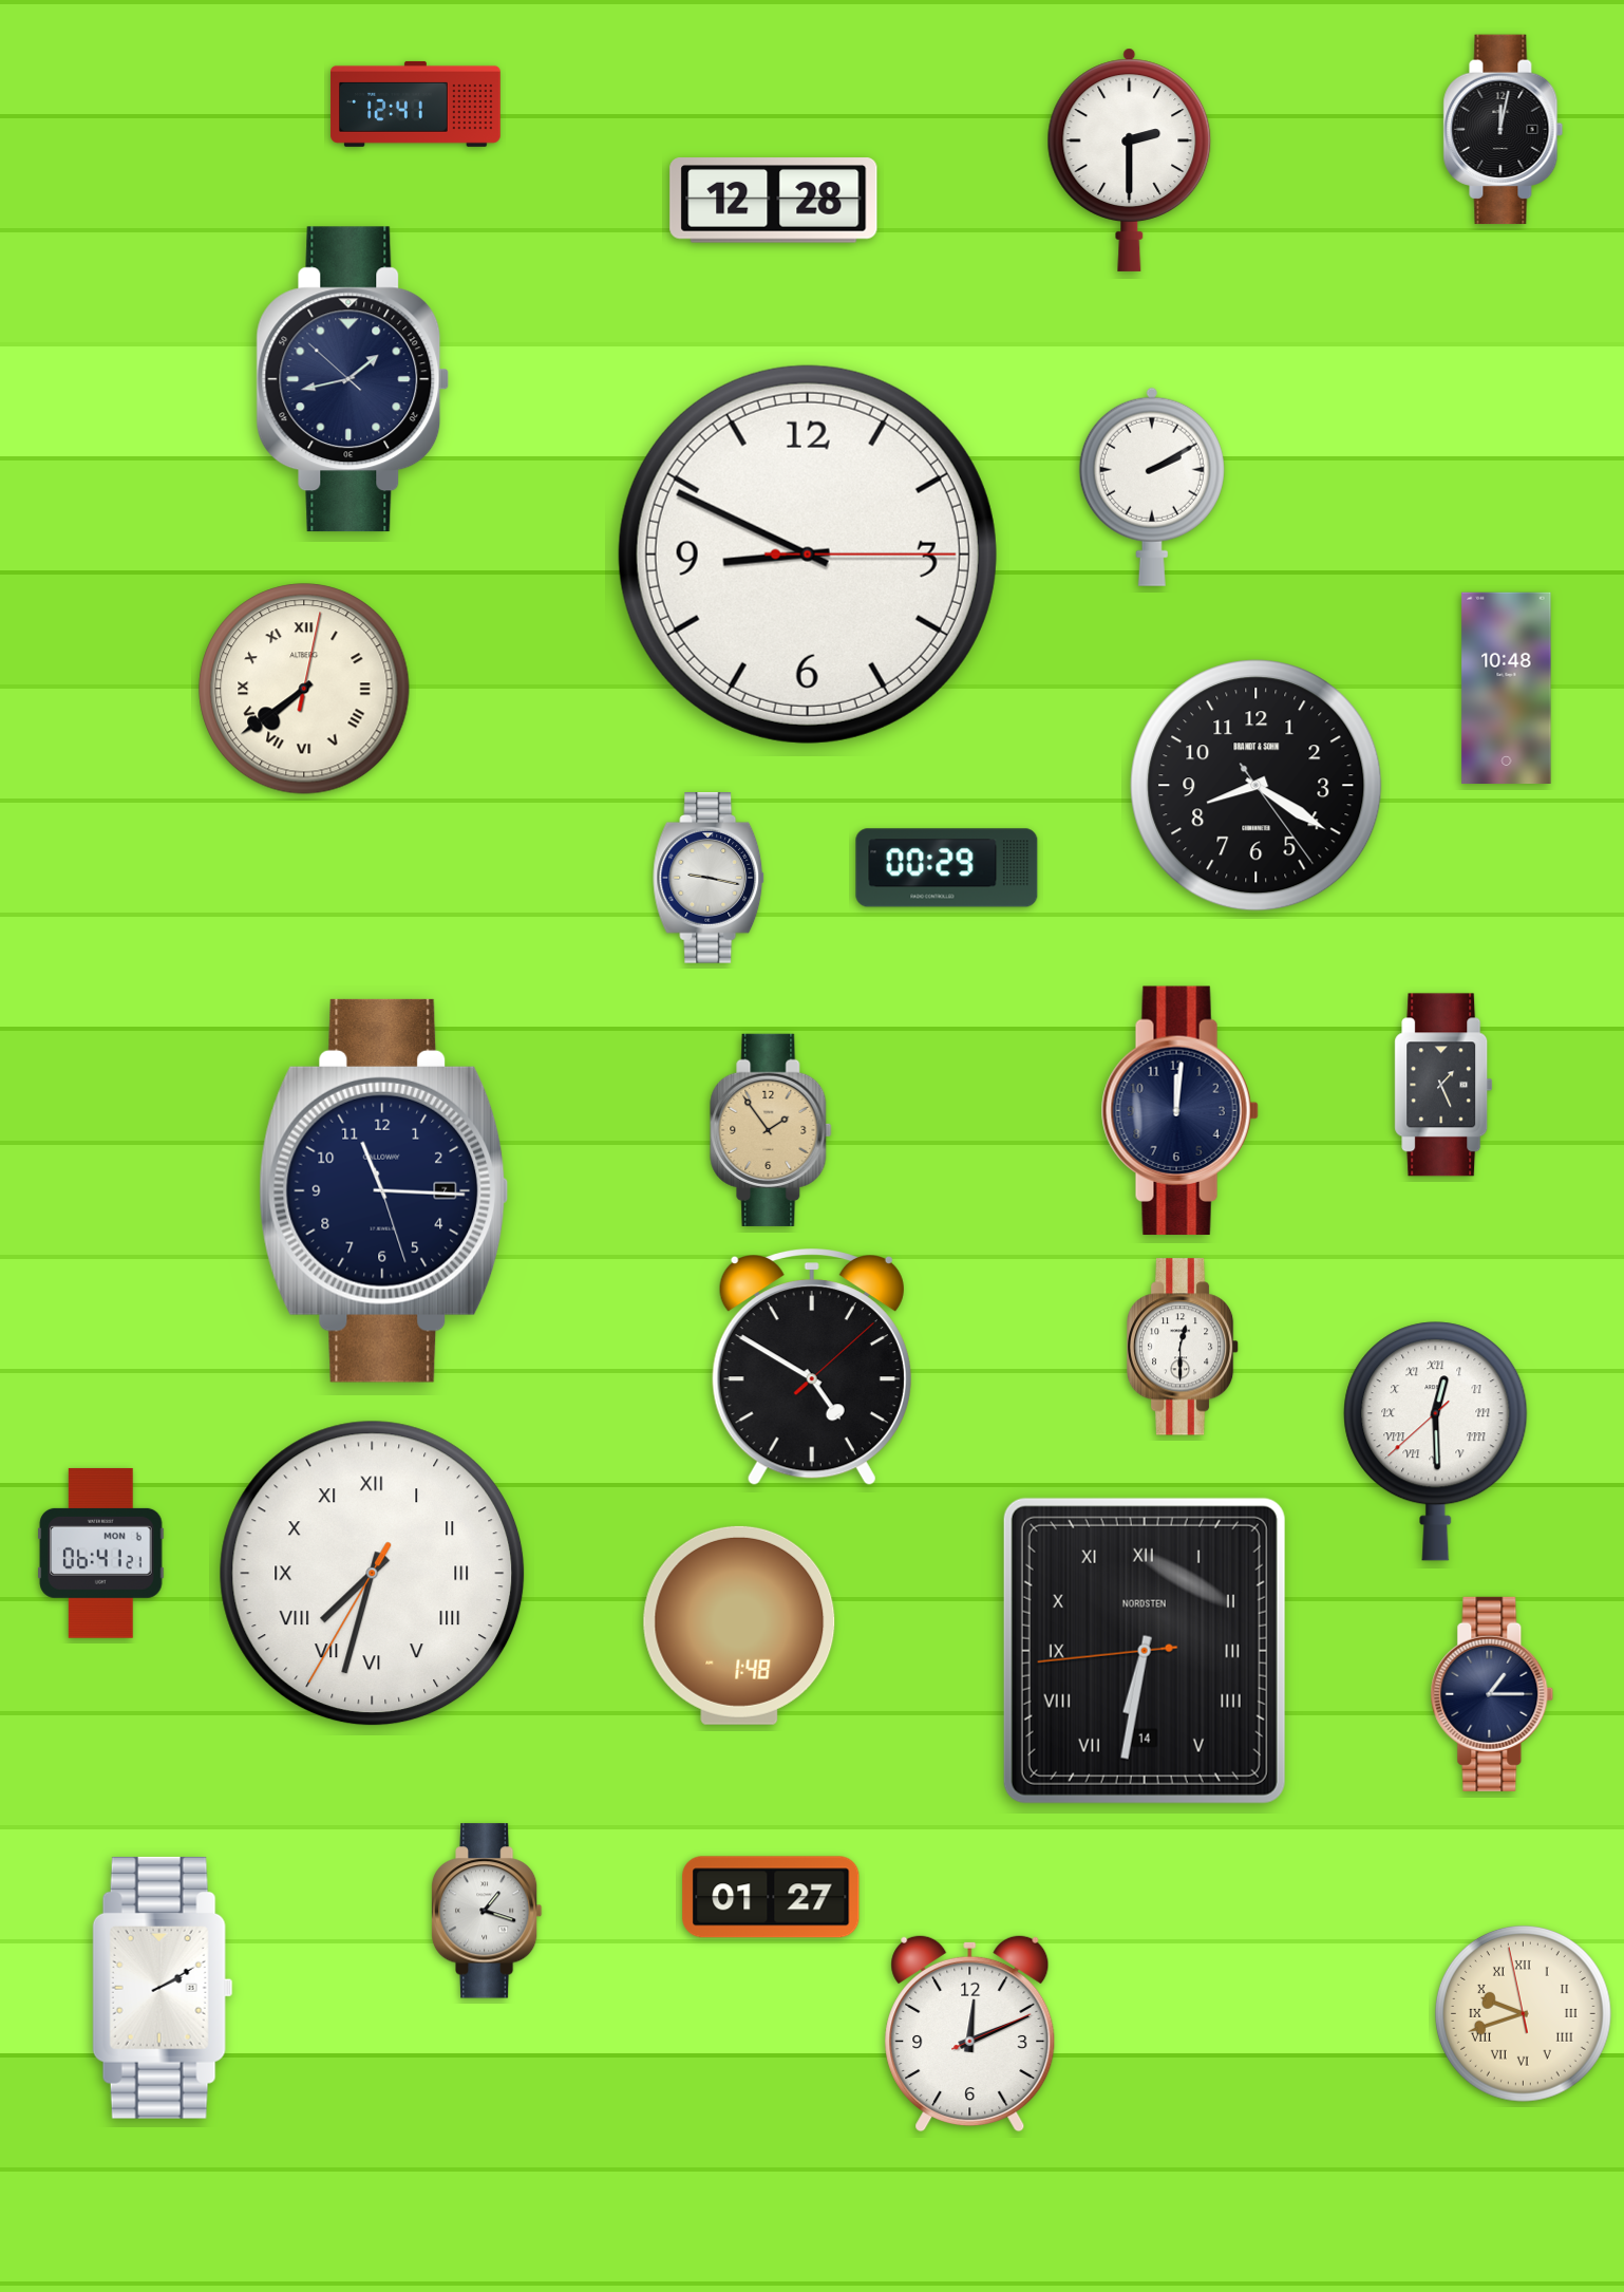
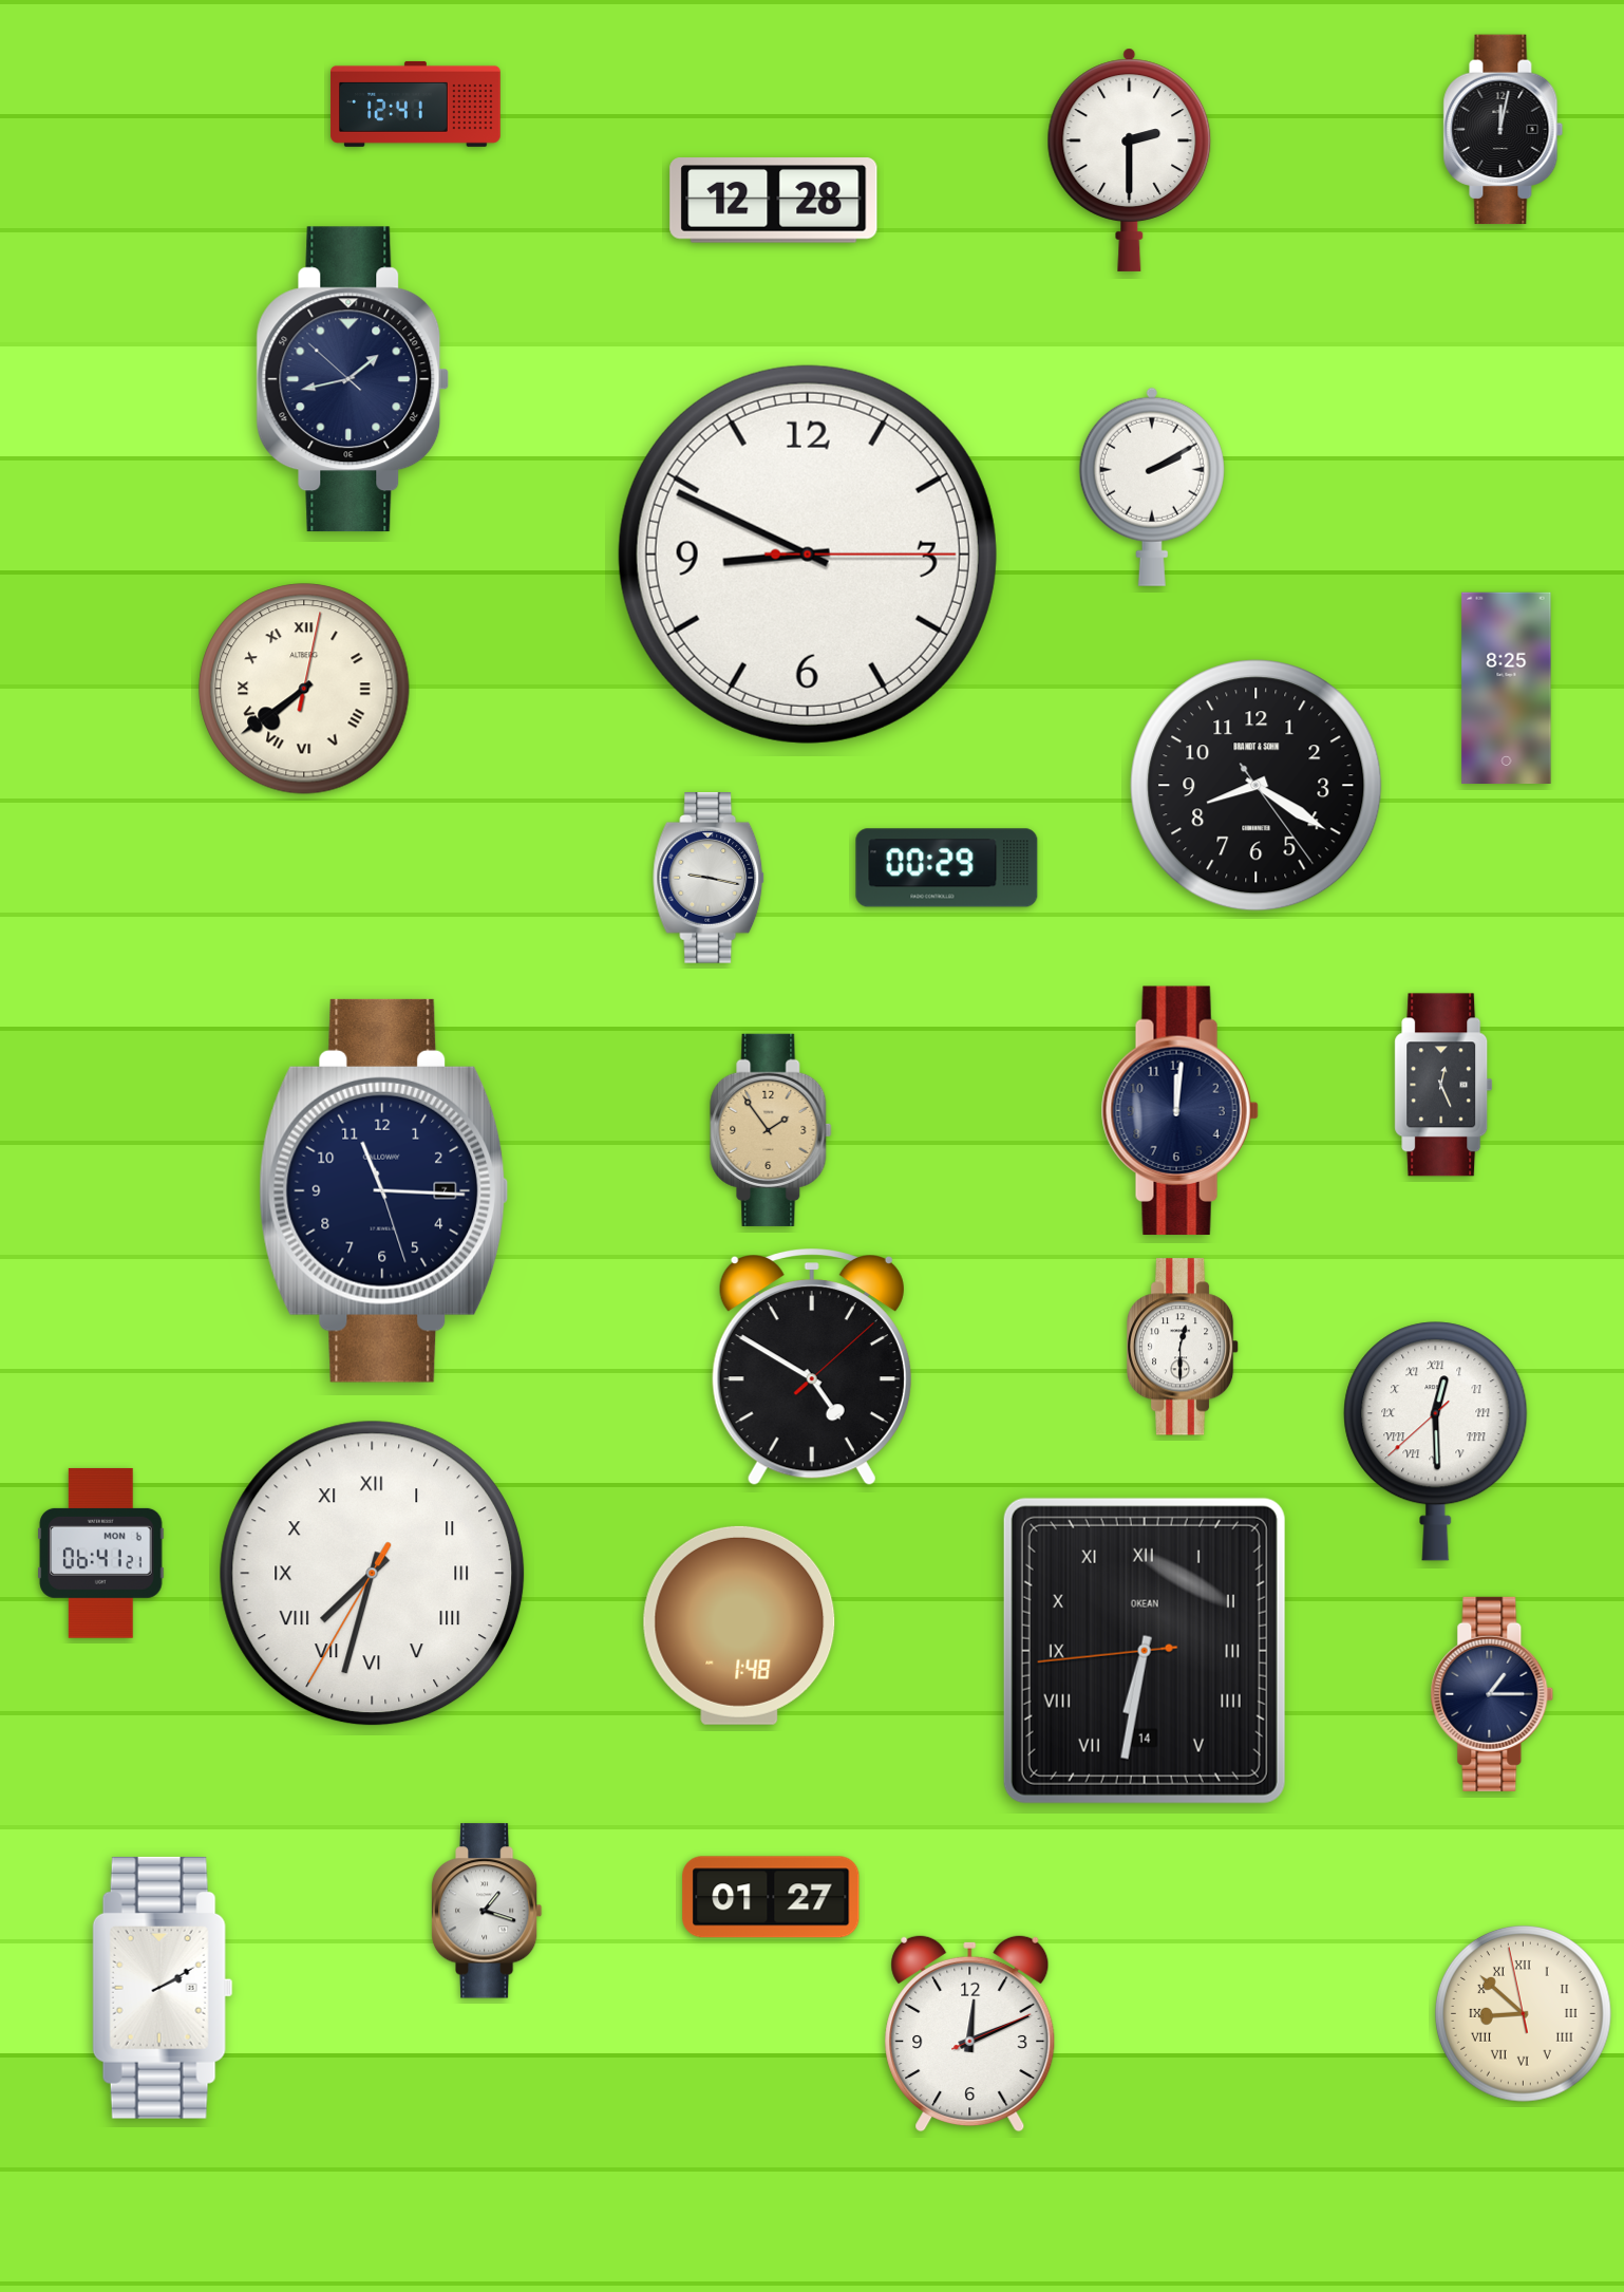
clock at (1507, 688): 10:48 -> 8:25
clock at (1443, 1085): 1:26 -> 12:26
clock at (1145, 1651) brand: NORDSTEN -> OKEAN
clock at (1523, 2013): 9:41 -> 8:51
